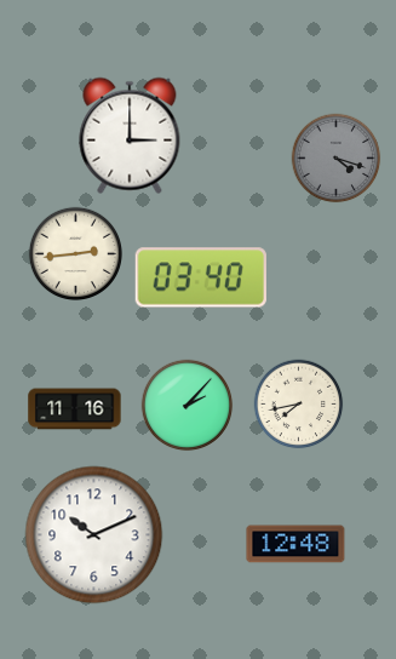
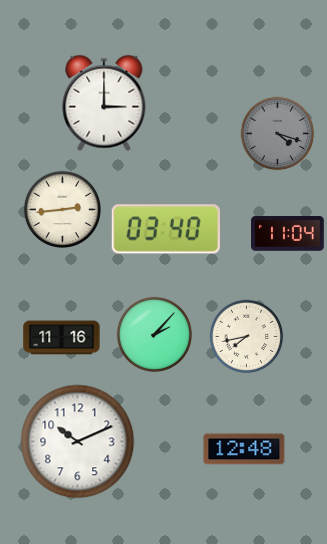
clock at (130, 136) position: (130, 136) -> (104, 103)
clock at (337, 159) position: (337, 159) -> (278, 134)
clock at (288, 234): none -> 11:04
clock at (299, 405) position: (299, 405) -> (247, 337)
